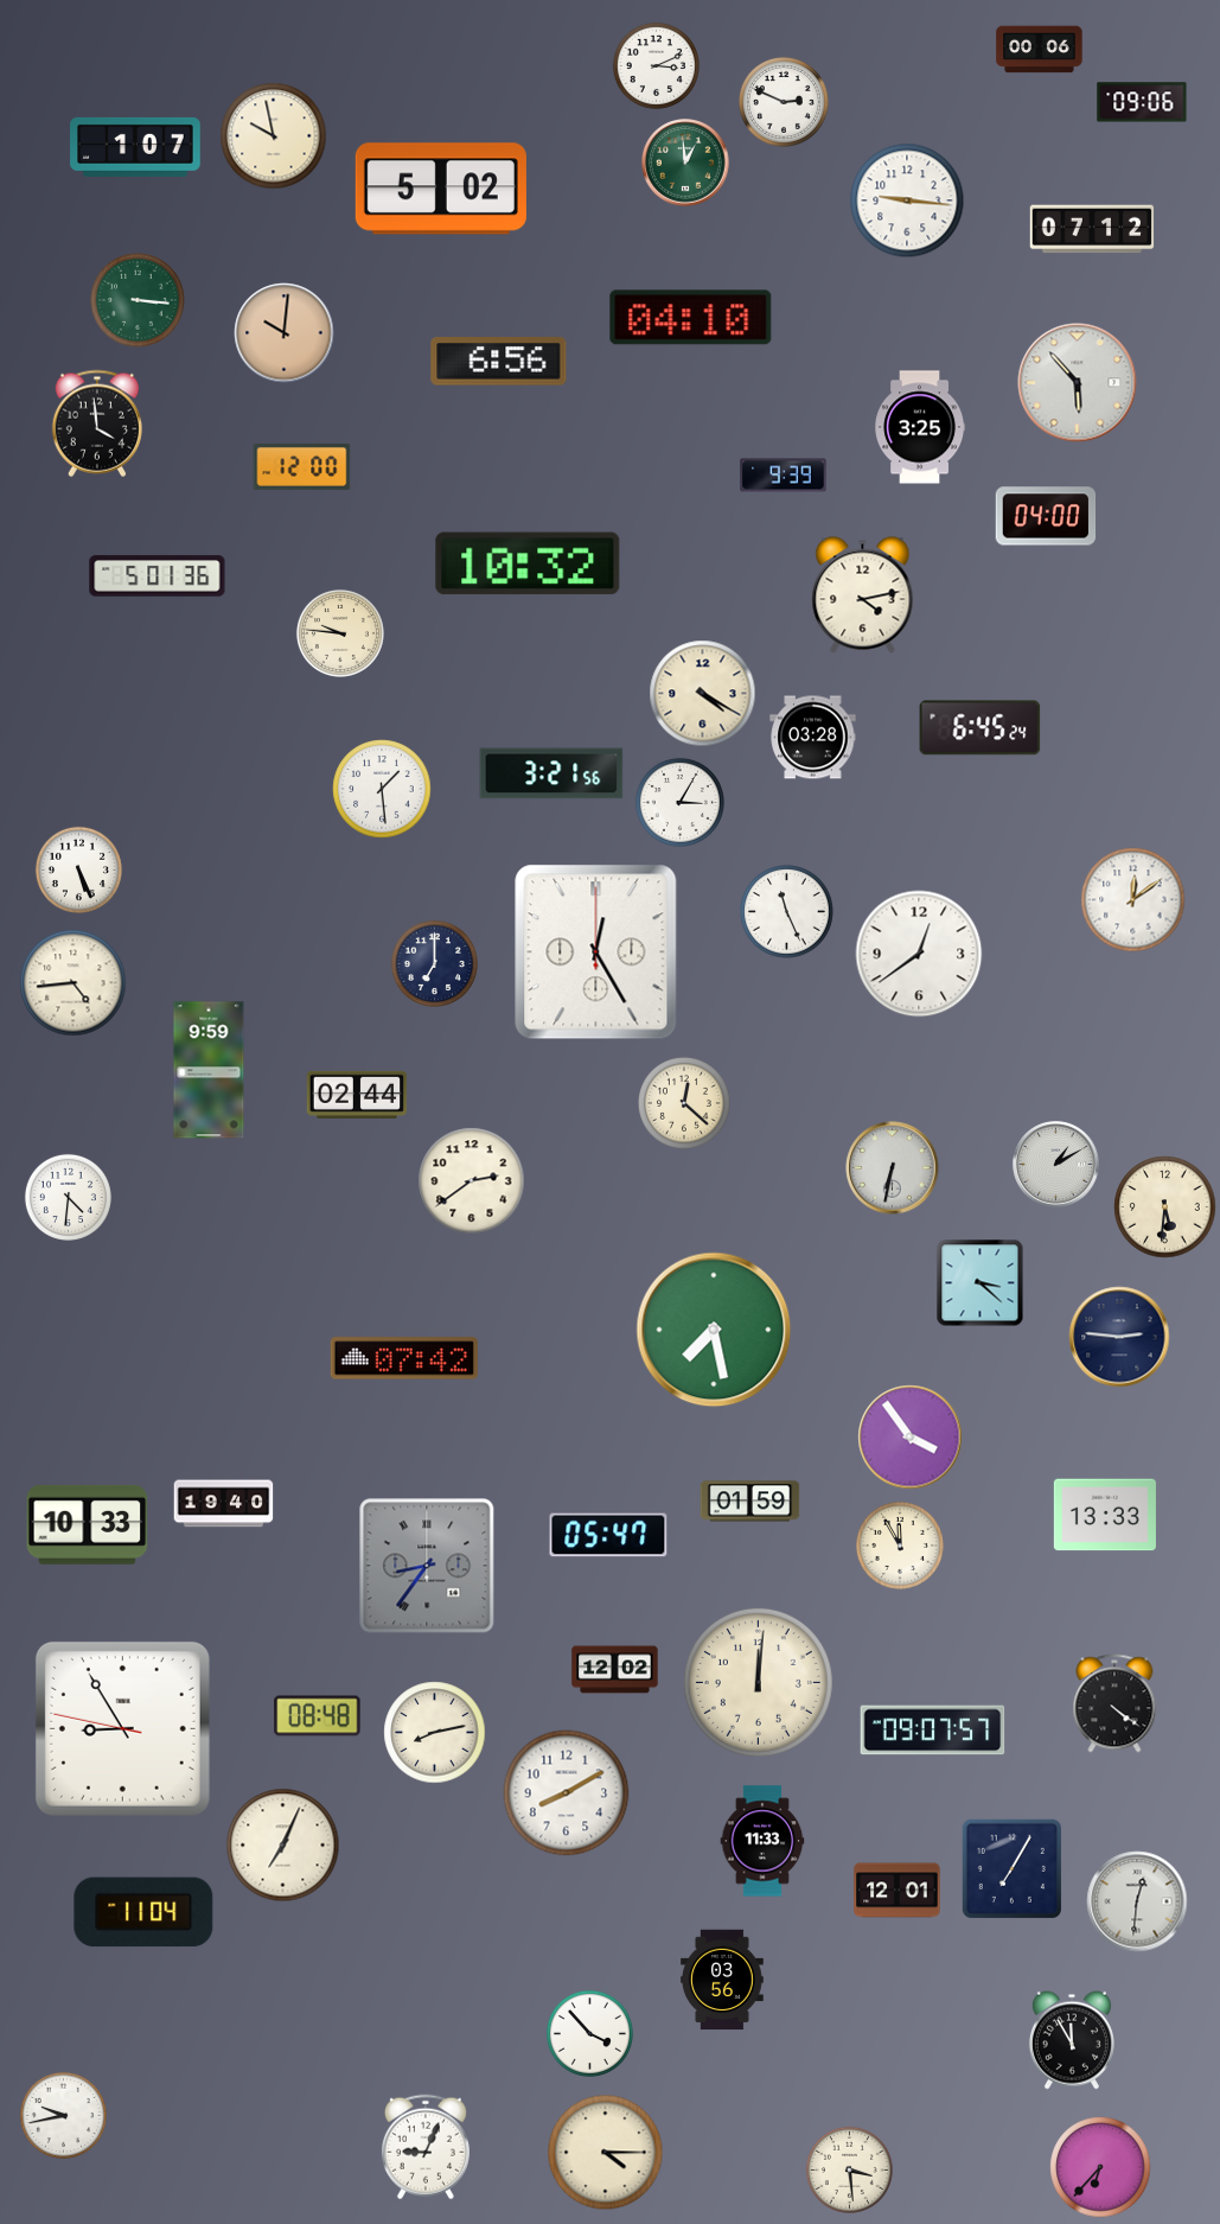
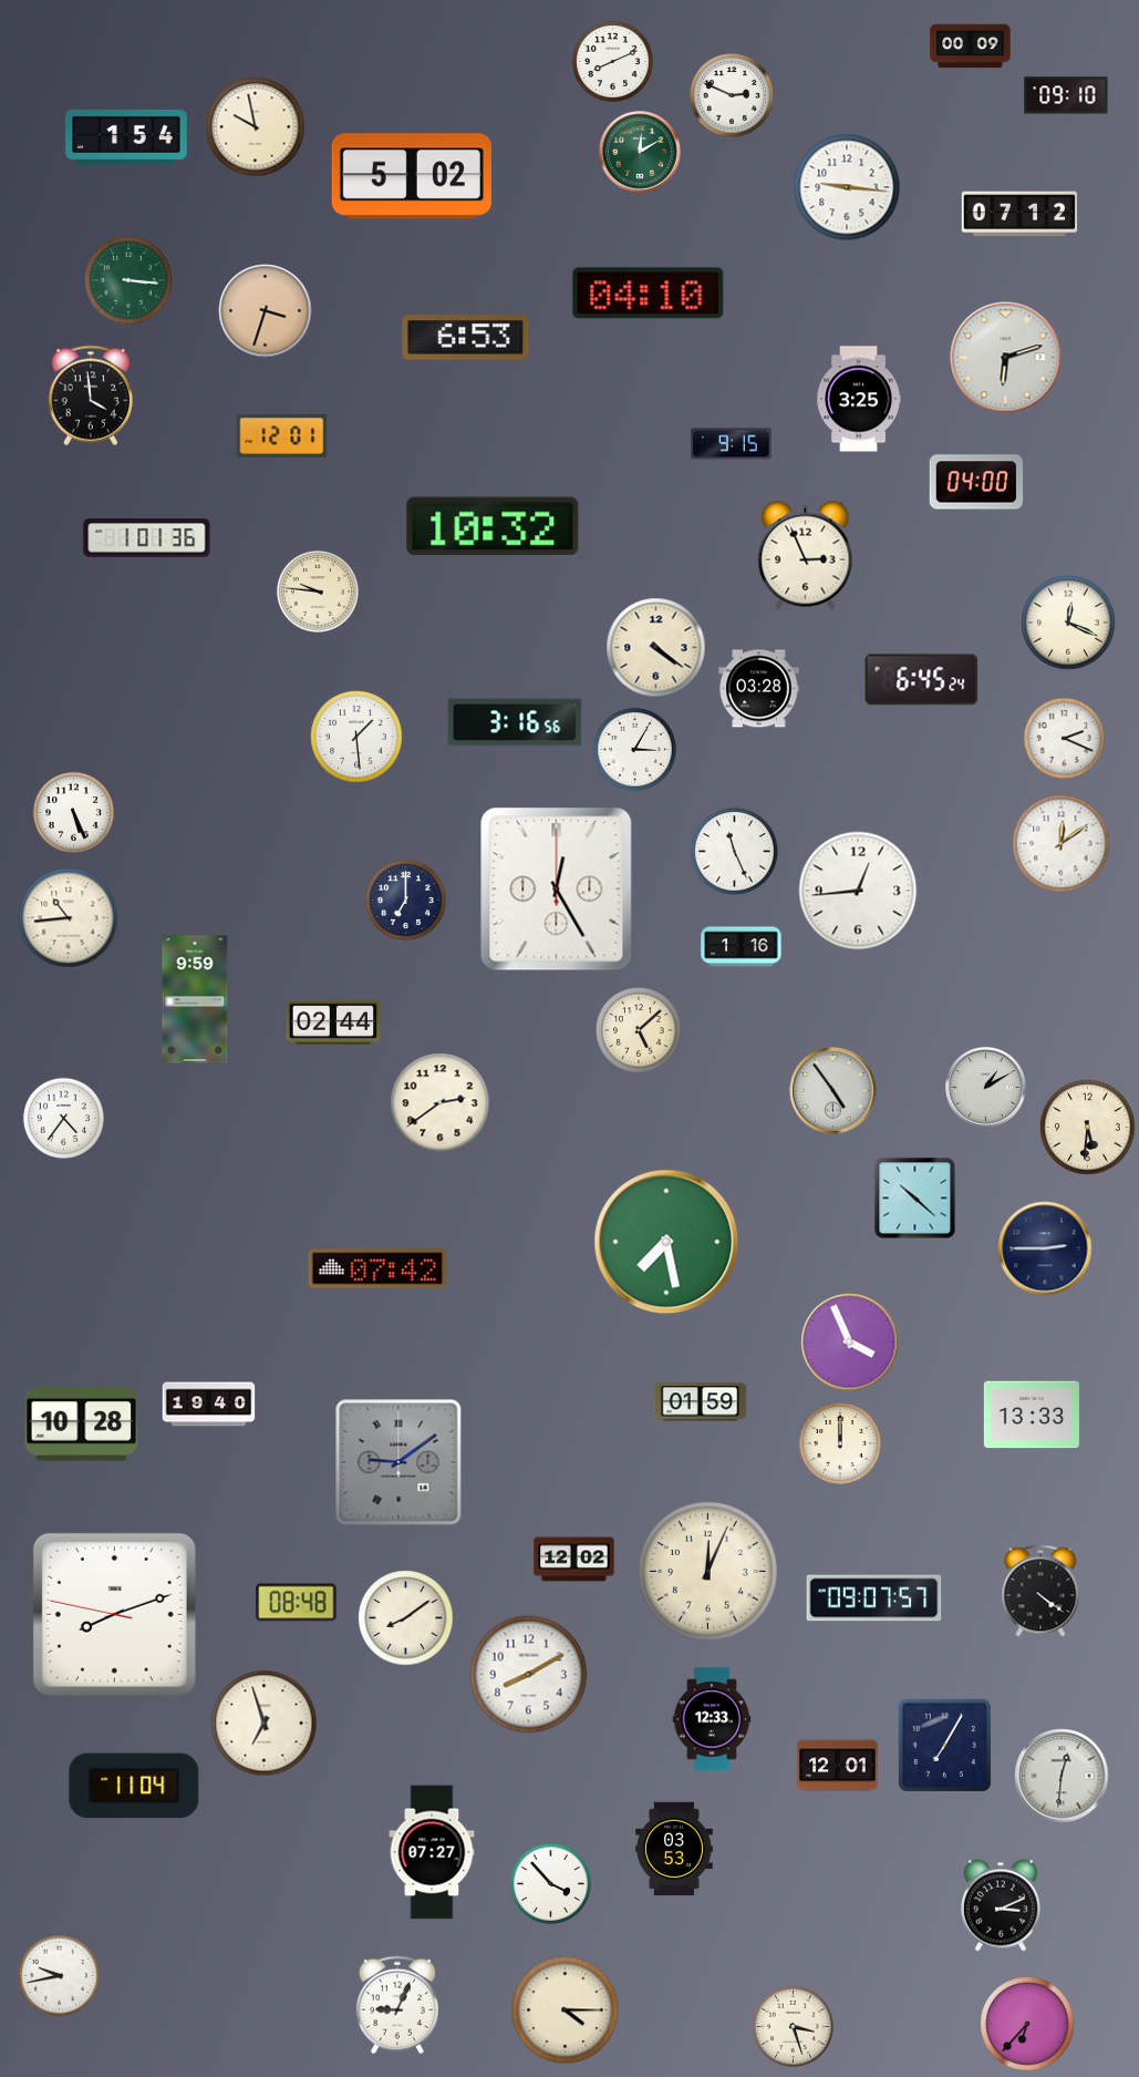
clock at (1040, 50): 00:06 -> 00:09
clock at (656, 65): 3:11 -> 8:11
clock at (1142, 102): 09:06 -> 09:10
clock at (135, 147): 1:07 -> 1:54
clock at (685, 163): 12:59 -> 12:10
clock at (691, 318) position: (691, 318) -> (649, 294)
clock at (285, 333): 10:01 -> 3:33
clock at (499, 362): 6:56 -> 6:53
clock at (1078, 383): 5:53 -> 6:12
clock at (302, 466): 12:00 -> 12:01
clock at (784, 476): 9:39 -> 9:15
clock at (158, 576): 5:01 -> 1:01
clock at (863, 595): 4:13 -> 2:56
clock at (1068, 623): none -> 12:19
clock at (703, 694): 4:20 -> 4:21
clock at (981, 728) position: (981, 728) -> (922, 680)
clock at (551, 773): 3:21 -> 3:16
clock at (1064, 738): none -> 2:19
clock at (1133, 900) position: (1133, 900) -> (1062, 844)
clock at (919, 954): 12:39 -> 12:44
clock at (74, 983): 4:44 -> 10:44
clock at (742, 947): none -> 1:16
clock at (685, 1104): 12:22 -> 5:08
clock at (893, 1168): 6:32 -> 4:54
clock at (68, 1197): 4:31 -> 4:36
clock at (981, 1283): 3:22 -> 10:22
clock at (1119, 1337): 2:46 -> 2:45
clock at (911, 1438): 3:54 -> 3:56
clock at (88, 1524): 10:33 -> 10:28
clock at (608, 1535): 05:47 -> none
clock at (900, 1546): 11:55 -> 12:00
clock at (427, 1566): 8:36 -> 9:09
clock at (758, 1682): 12:01 -> 12:04
clock at (122, 1728): 8:54 -> 8:11
clock at (933, 1731) position: (933, 1731) -> (874, 1598)
clock at (435, 1733): 8:13 -> 8:09
clock at (762, 1841): 11:33 -> 12:33
clock at (283, 1846): 7:04 -> 6:57
clock at (723, 1980): 03:56 -> 03:53
clock at (432, 1852): none -> 07:27
clock at (589, 2033) position: (589, 2033) -> (550, 1883)
clock at (1072, 2040): 11:55 -> 3:11
clock at (849, 2169): 3:29 -> 3:27
